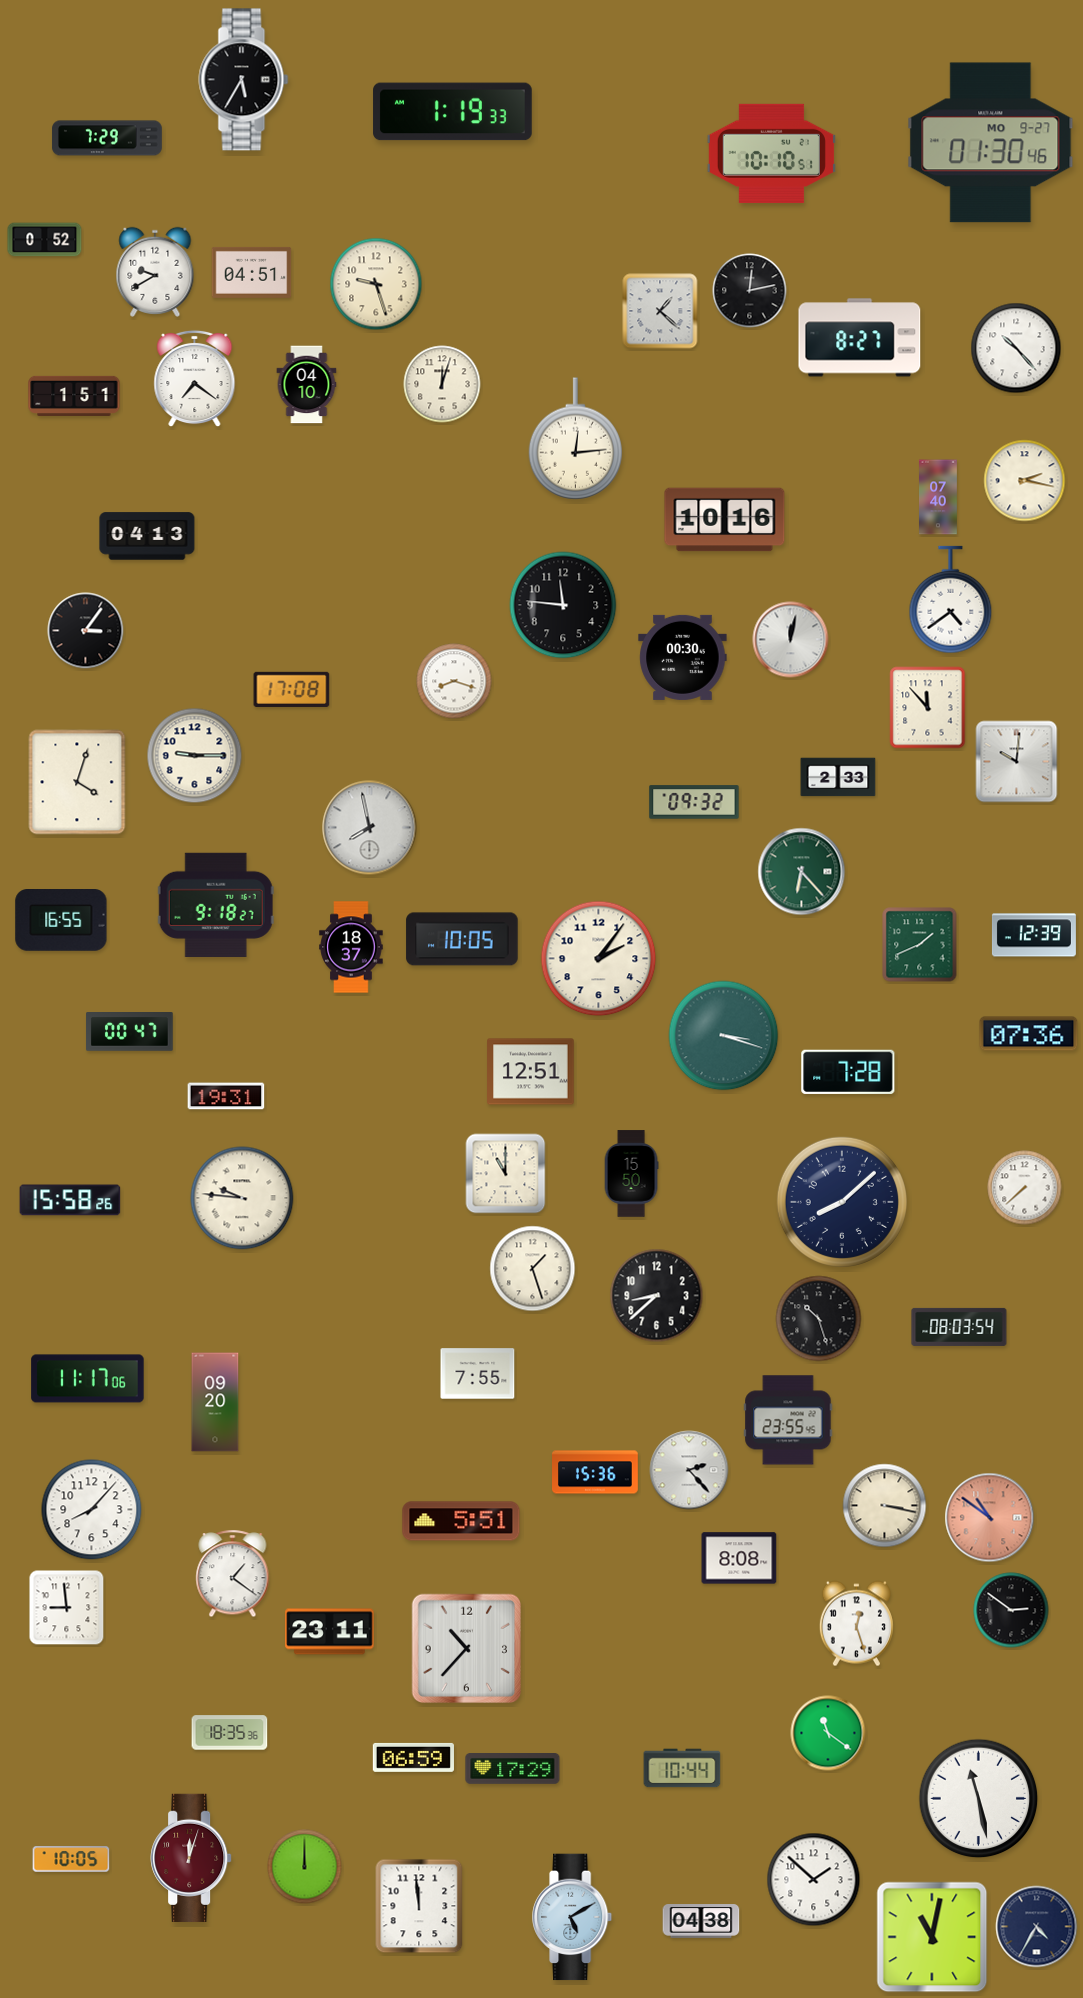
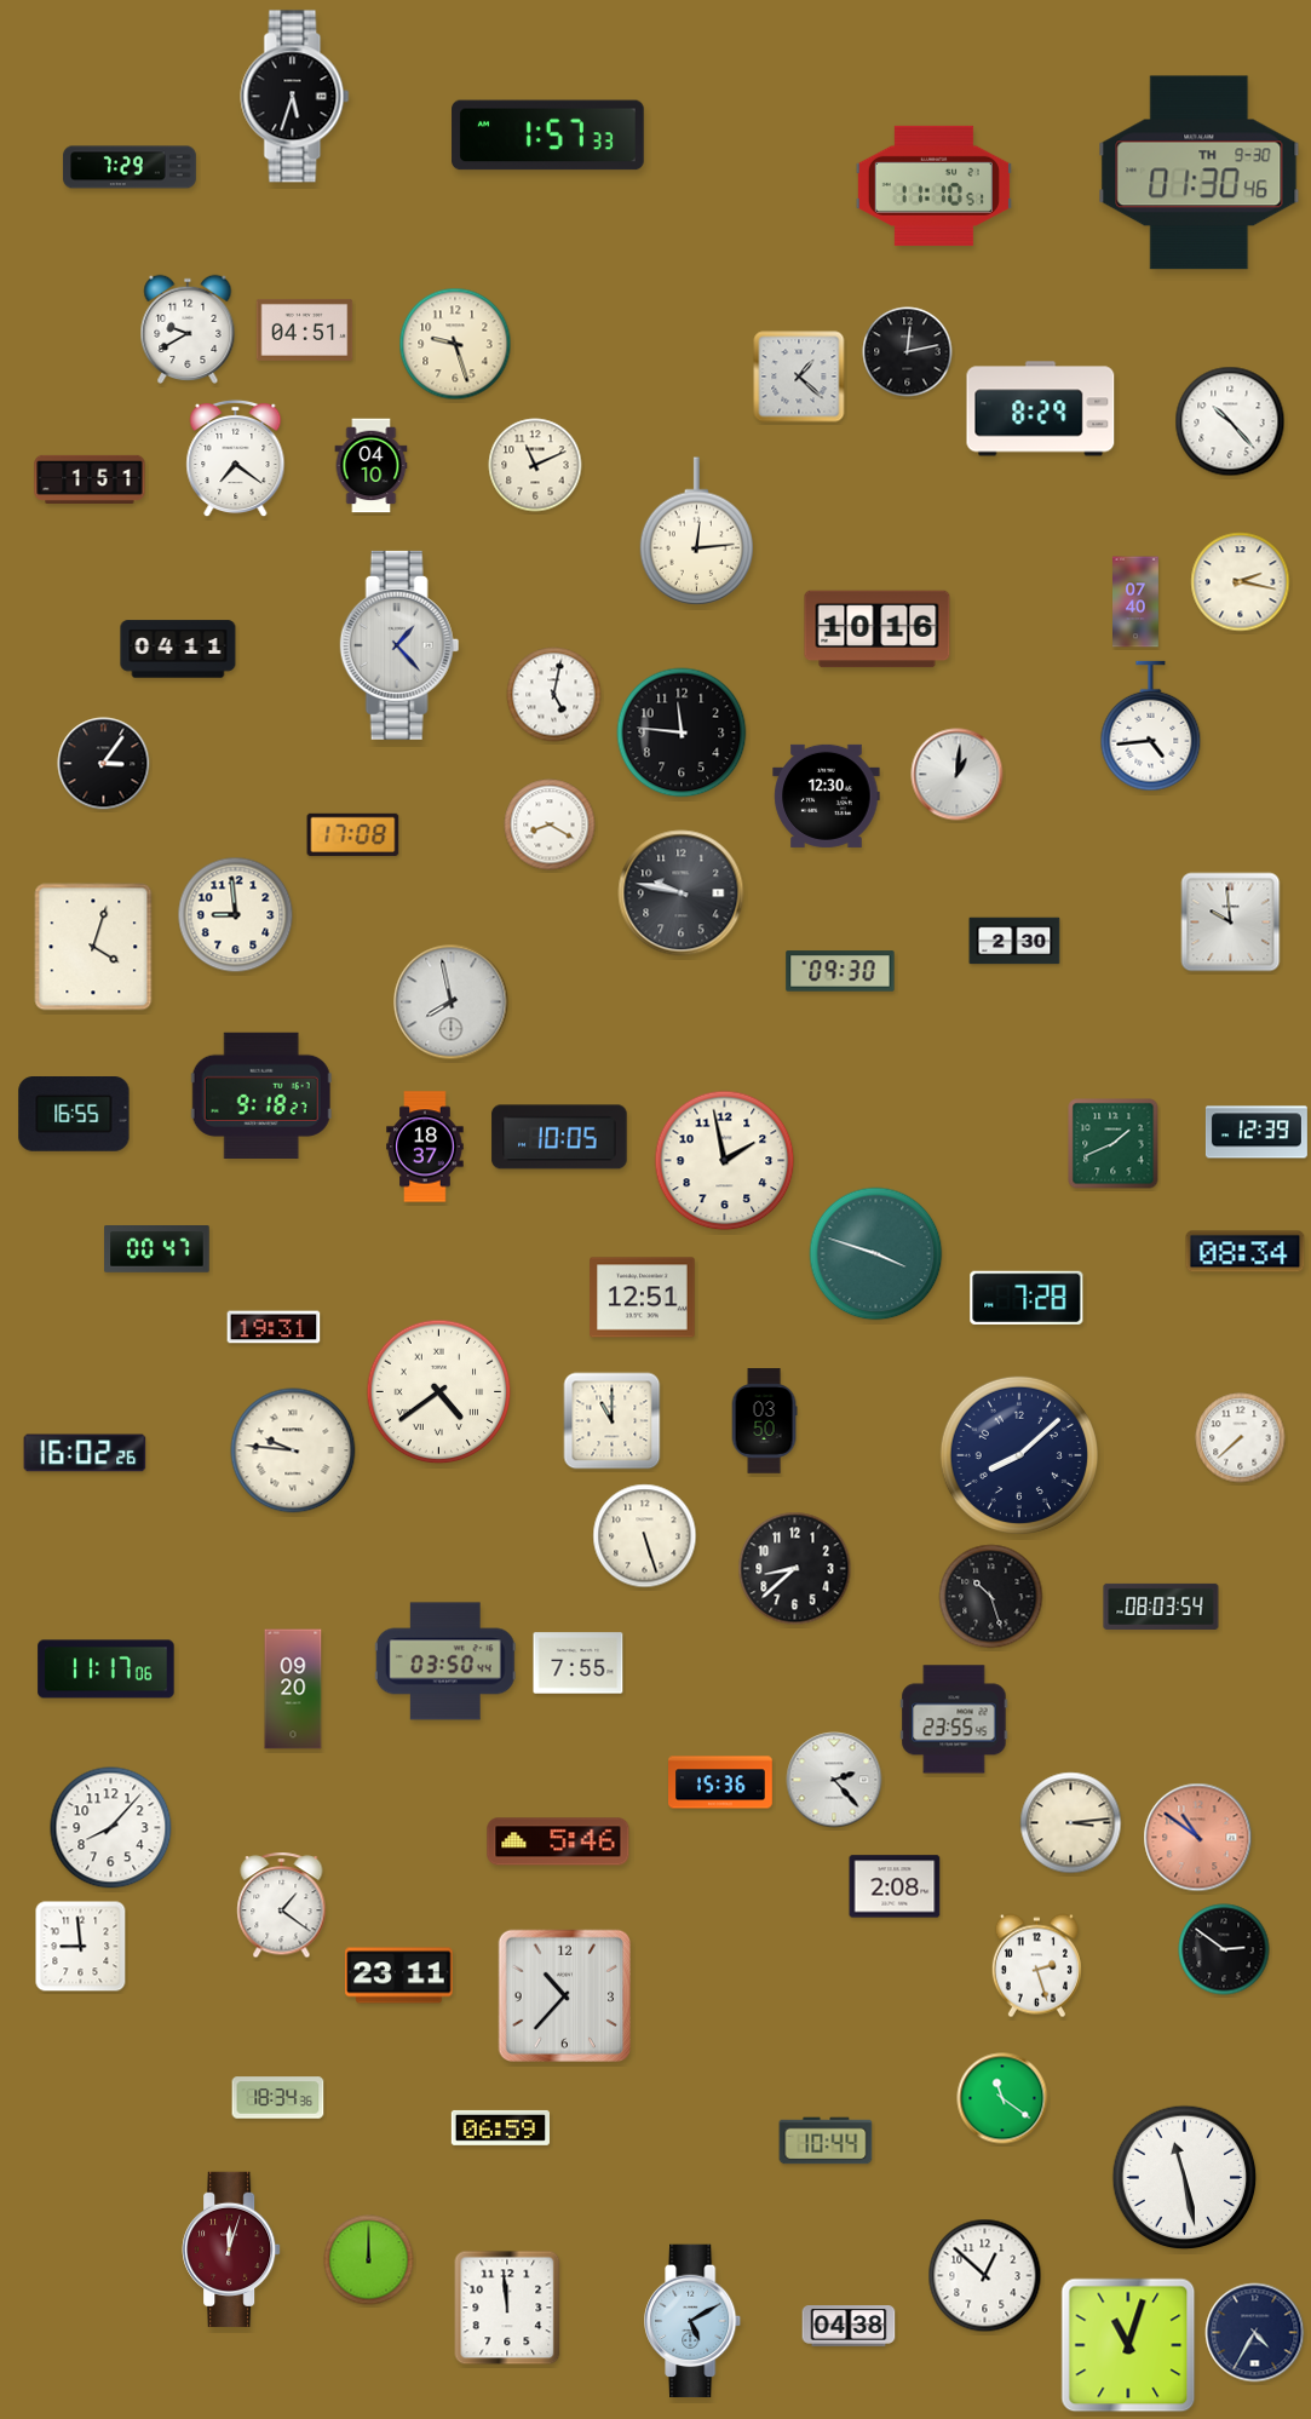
clock at (244, 80): 5:35 -> 5:33
clock at (453, 112): 1:19 -> 1:57
clock at (991, 143) date: MO 9-27 -> TH 9-30
clock at (771, 153): 10:10 -> 11:10
clock at (45, 240): 0:52 -> none
clock at (860, 338): 8:27 -> 8:29
clock at (442, 384): 12:03 -> 11:11
clock at (399, 645): none -> 1:23
clock at (147, 536): 04:13 -> 04:11
clock at (554, 695): none -> 5:02
clock at (951, 600): 4:39 -> 4:44
clock at (791, 640): 12:02 -> 1:01
clock at (683, 657): 00:30 -> 12:30
clock at (454, 681): 8:18 -> 8:20
clock at (928, 708): 11:53 -> none
clock at (682, 894): none -> 9:47
clock at (195, 756): 9:15 -> 8:59
clock at (1017, 762): 10:01 -> 9:59
clock at (838, 777): 2:33 -> 2:30
clock at (694, 802): 09:32 -> 09:30
clock at (370, 828) position: (370, 828) -> (452, 1002)
clock at (802, 872): 6:23 -> none
clock at (1034, 935) position: (1034, 935) -> (1257, 1132)
clock at (599, 959): 2:06 -> 1:58
clock at (1029, 1034): 07:36 -> 08:34
clock at (724, 1036): 3:18 -> 3:48
clock at (439, 1392): none -> 4:39
clock at (631, 1174): 15:50 -> 03:50
clock at (70, 1200): 15:58 -> 16:02
clock at (533, 1269): 1:27 -> 5:27
clock at (445, 1661): none -> 03:50
clock at (215, 1402) position: (215, 1402) -> (293, 1689)
clock at (885, 1506): 3:17 -> 3:14
clock at (461, 1521): 5:51 -> 5:46
clock at (739, 1558): 8:08 -> 2:08
clock at (856, 1624): 12:27 -> 2:27
clock at (230, 1733): 18:35 -> 18:34
clock at (513, 1769): 17:29 -> none
clock at (71, 1859): 10:05 -> none
clock at (814, 1880): 1:52 -> 12:52
clock at (932, 1937): 11:02 -> 11:03
